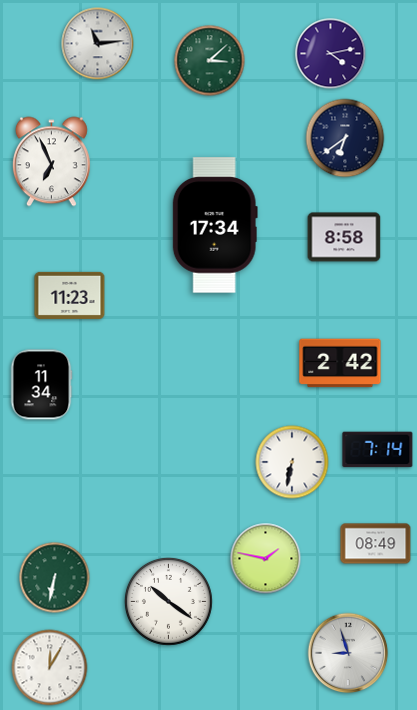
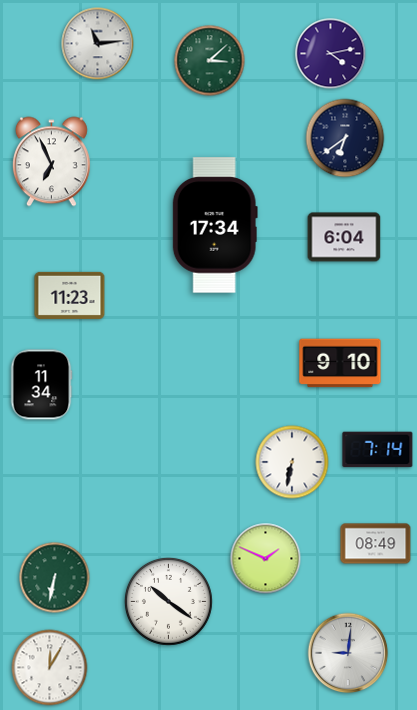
clock at (344, 237): 8:58 -> 6:04
clock at (340, 363): 2:42 -> 9:10
clock at (266, 559): 1:47 -> 1:49
clock at (348, 653): 8:57 -> 9:01
